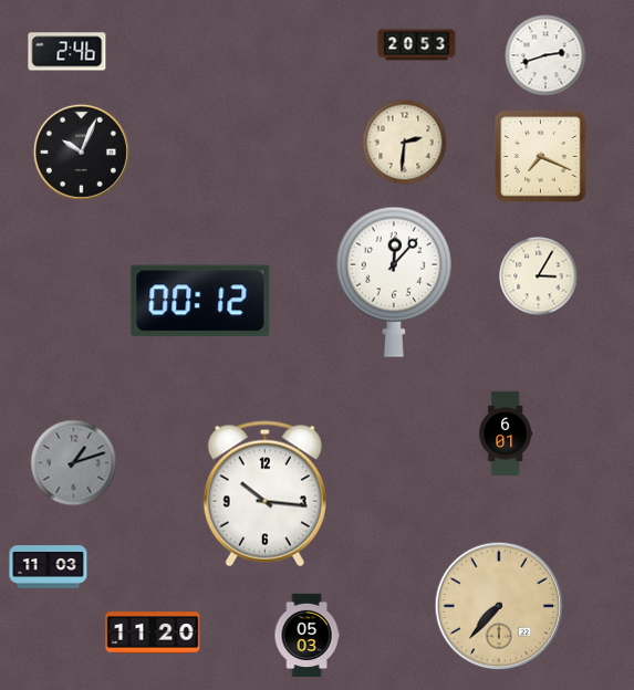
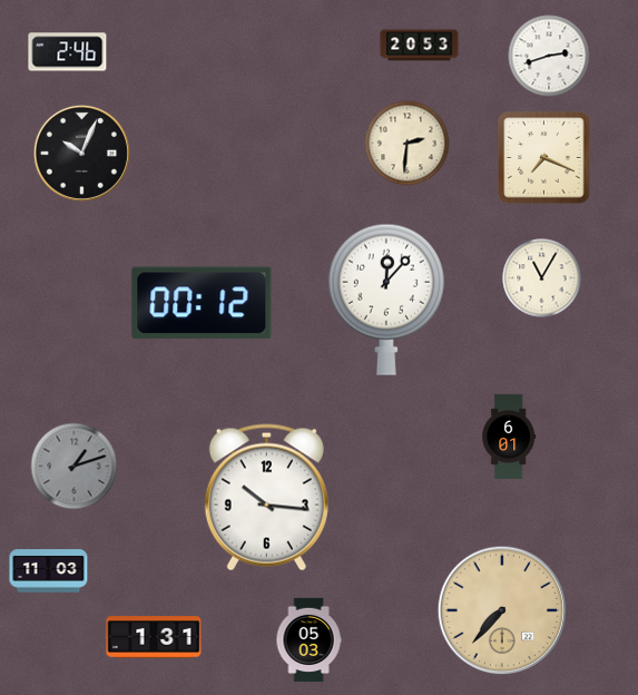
clock at (539, 276): 3:05 -> 11:05
clock at (394, 282) position: (394, 282) -> (386, 300)
clock at (153, 632): 11:20 -> 1:31
